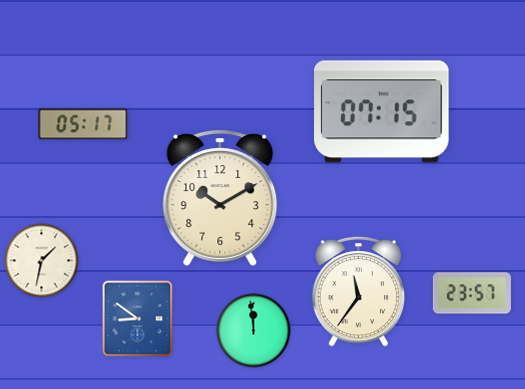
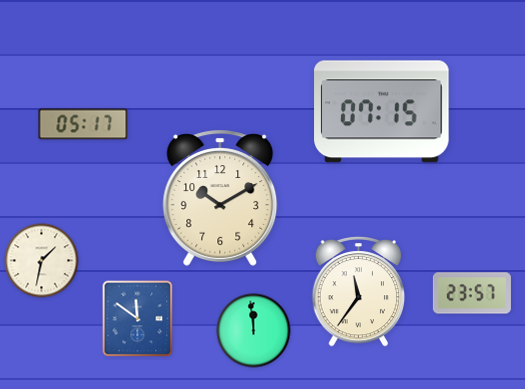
clock at (138, 319): 8:51 -> 11:51
